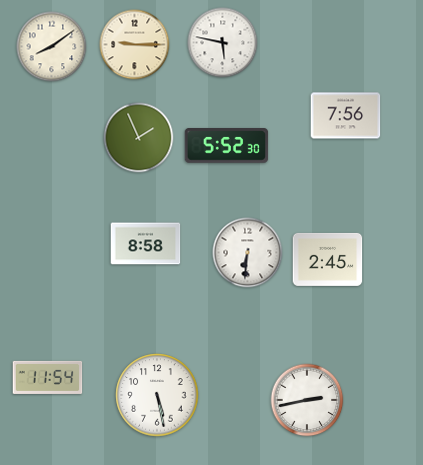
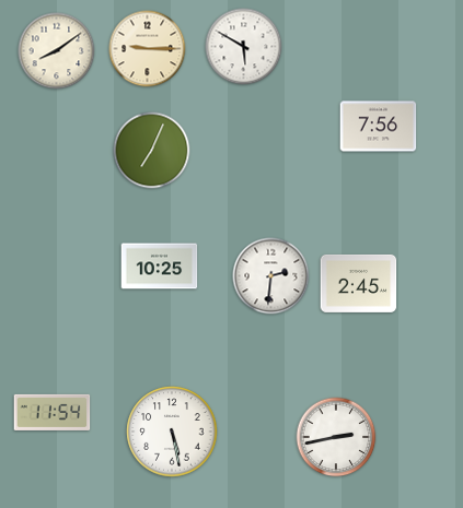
clock at (223, 43): 5:47 -> 5:50
clock at (139, 138): 1:56 -> 7:04
clock at (227, 146): 5:52 -> none
clock at (146, 244): 8:58 -> 10:25
clock at (248, 253): 6:31 -> 2:31
